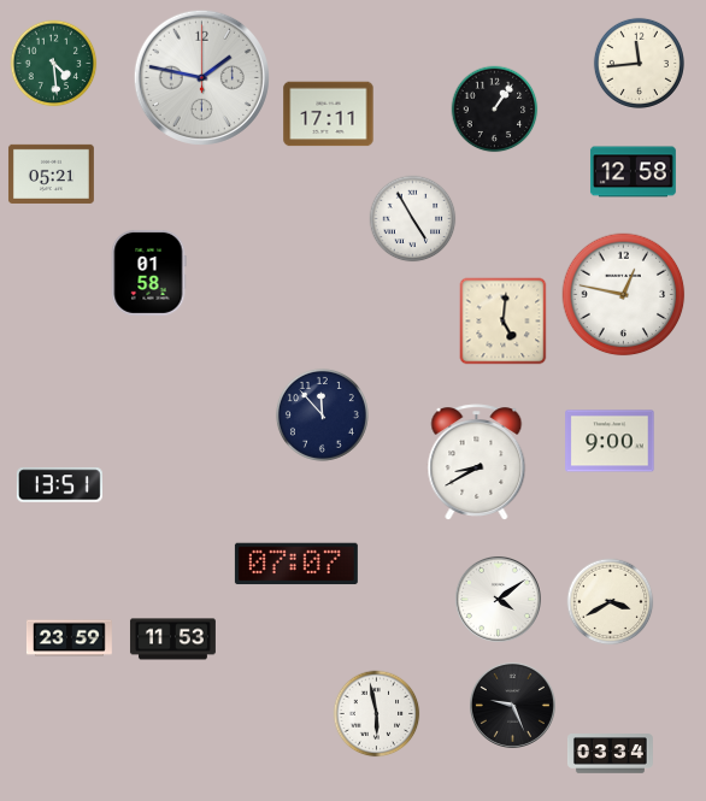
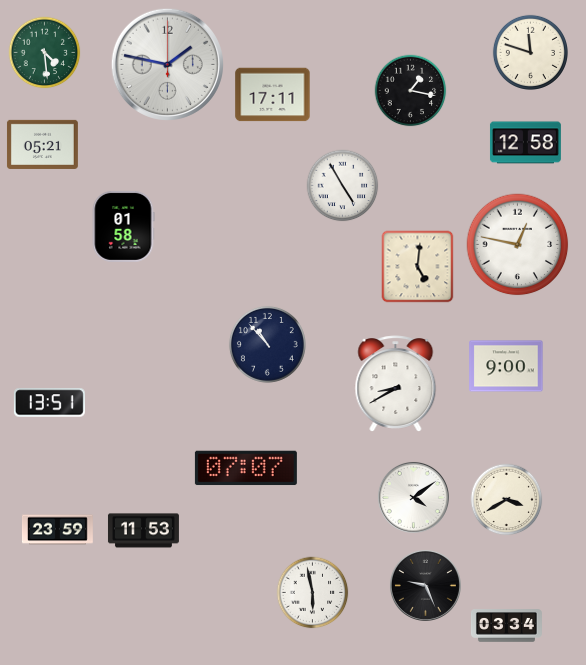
clock at (639, 63): 11:44 -> 11:48
clock at (495, 110): 1:06 -> 1:17
clock at (413, 219) position: (413, 219) -> (343, 186)
clock at (322, 414): 11:53 -> 10:53
